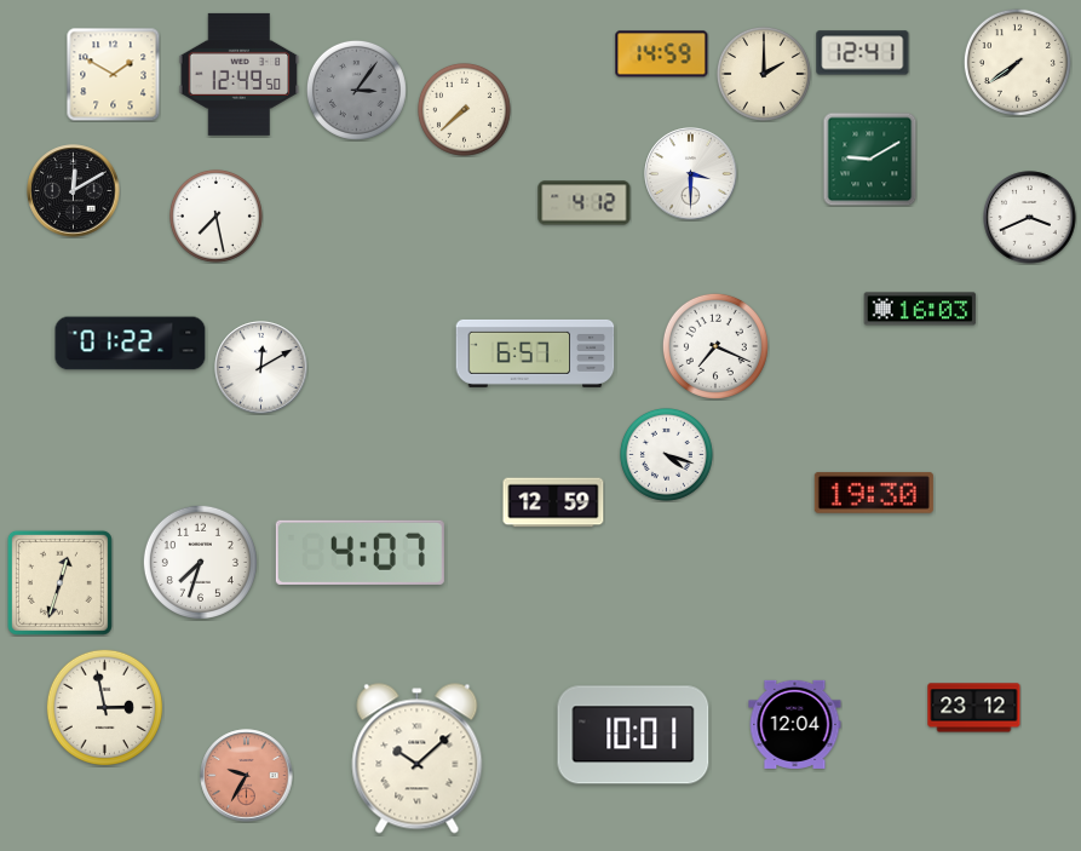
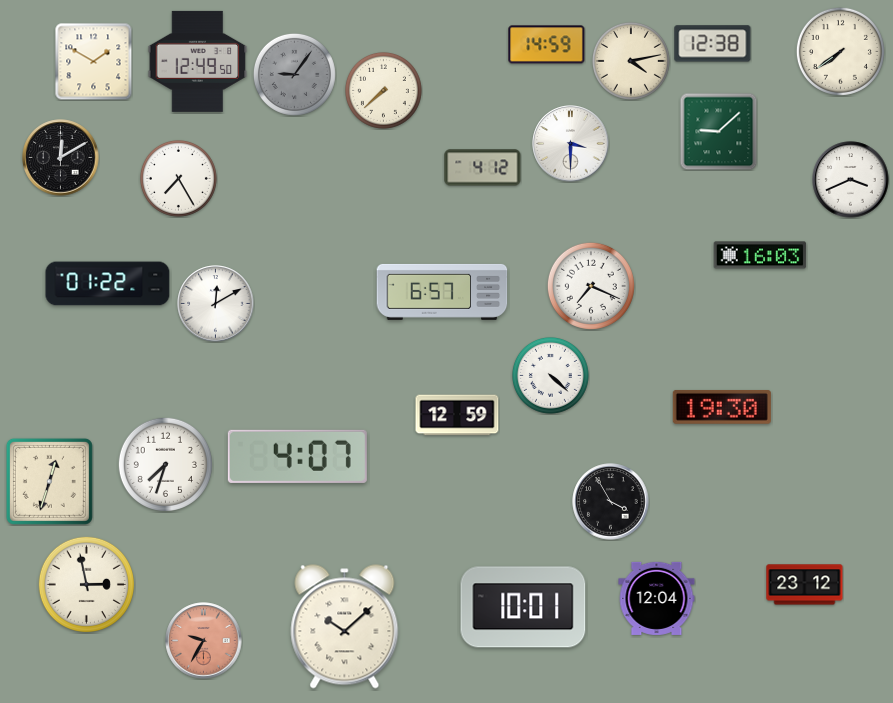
clock at (863, 53): 12:41 -> 12:38
clock at (764, 74): 2:00 -> 4:13
clock at (356, 90): 3:06 -> 9:06
clock at (869, 159): 9:10 -> 9:08
clock at (215, 215): 7:28 -> 7:25
clock at (666, 454): 4:18 -> 4:22
clock at (611, 502): none -> 3:55
